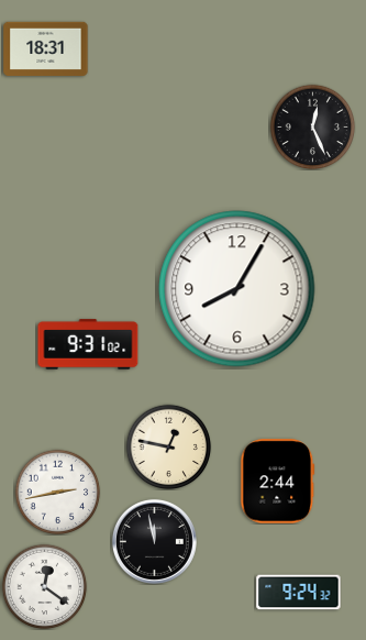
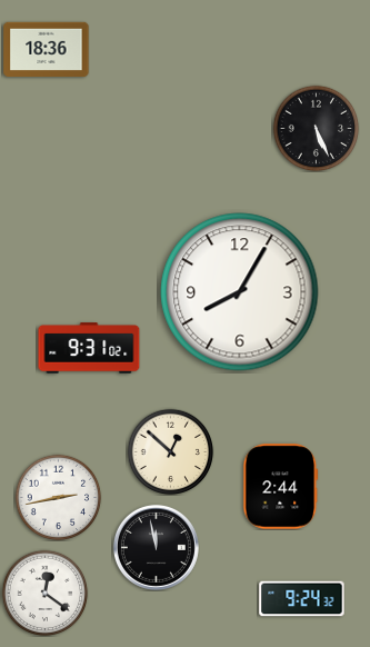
clock at (46, 48): 18:31 -> 18:36
clock at (312, 126): 12:26 -> 5:26
clock at (168, 446): 12:47 -> 12:52
